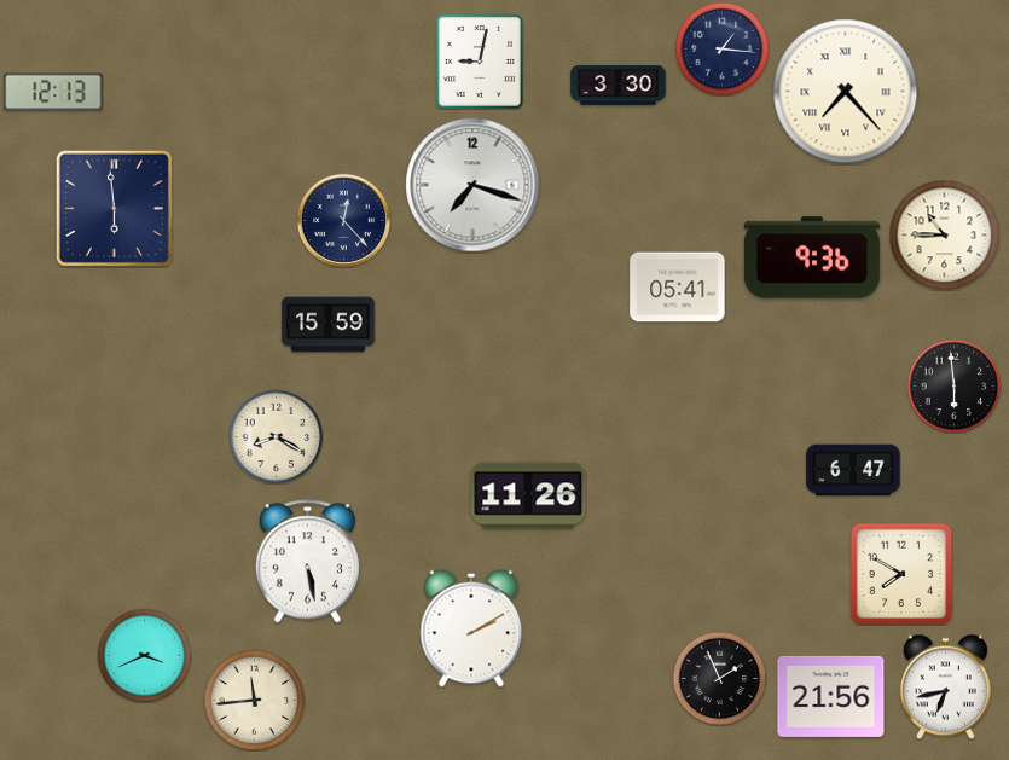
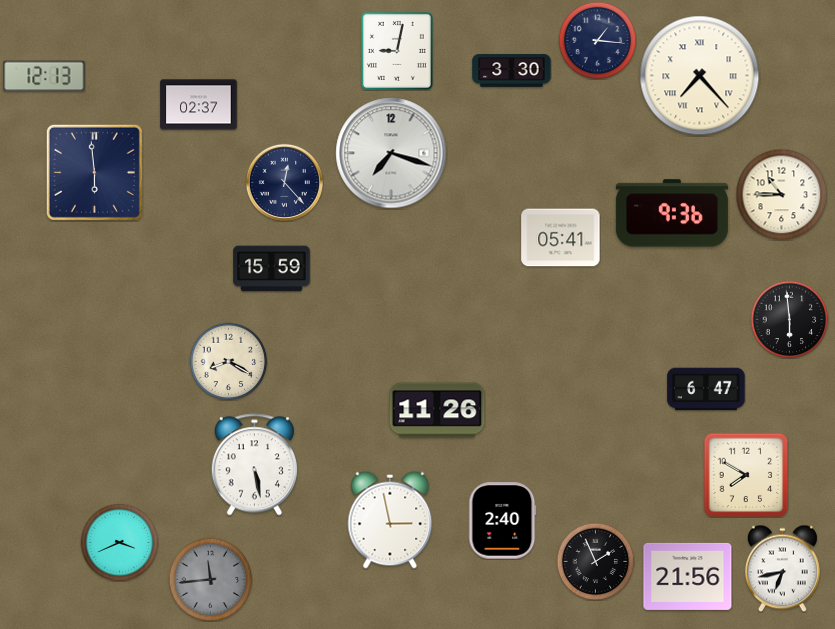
clock at (199, 105): none -> 02:37
clock at (471, 628): 2:10 -> 2:58
clock at (503, 521): none -> 2:40
clock at (254, 700) dial: cream -> grey
